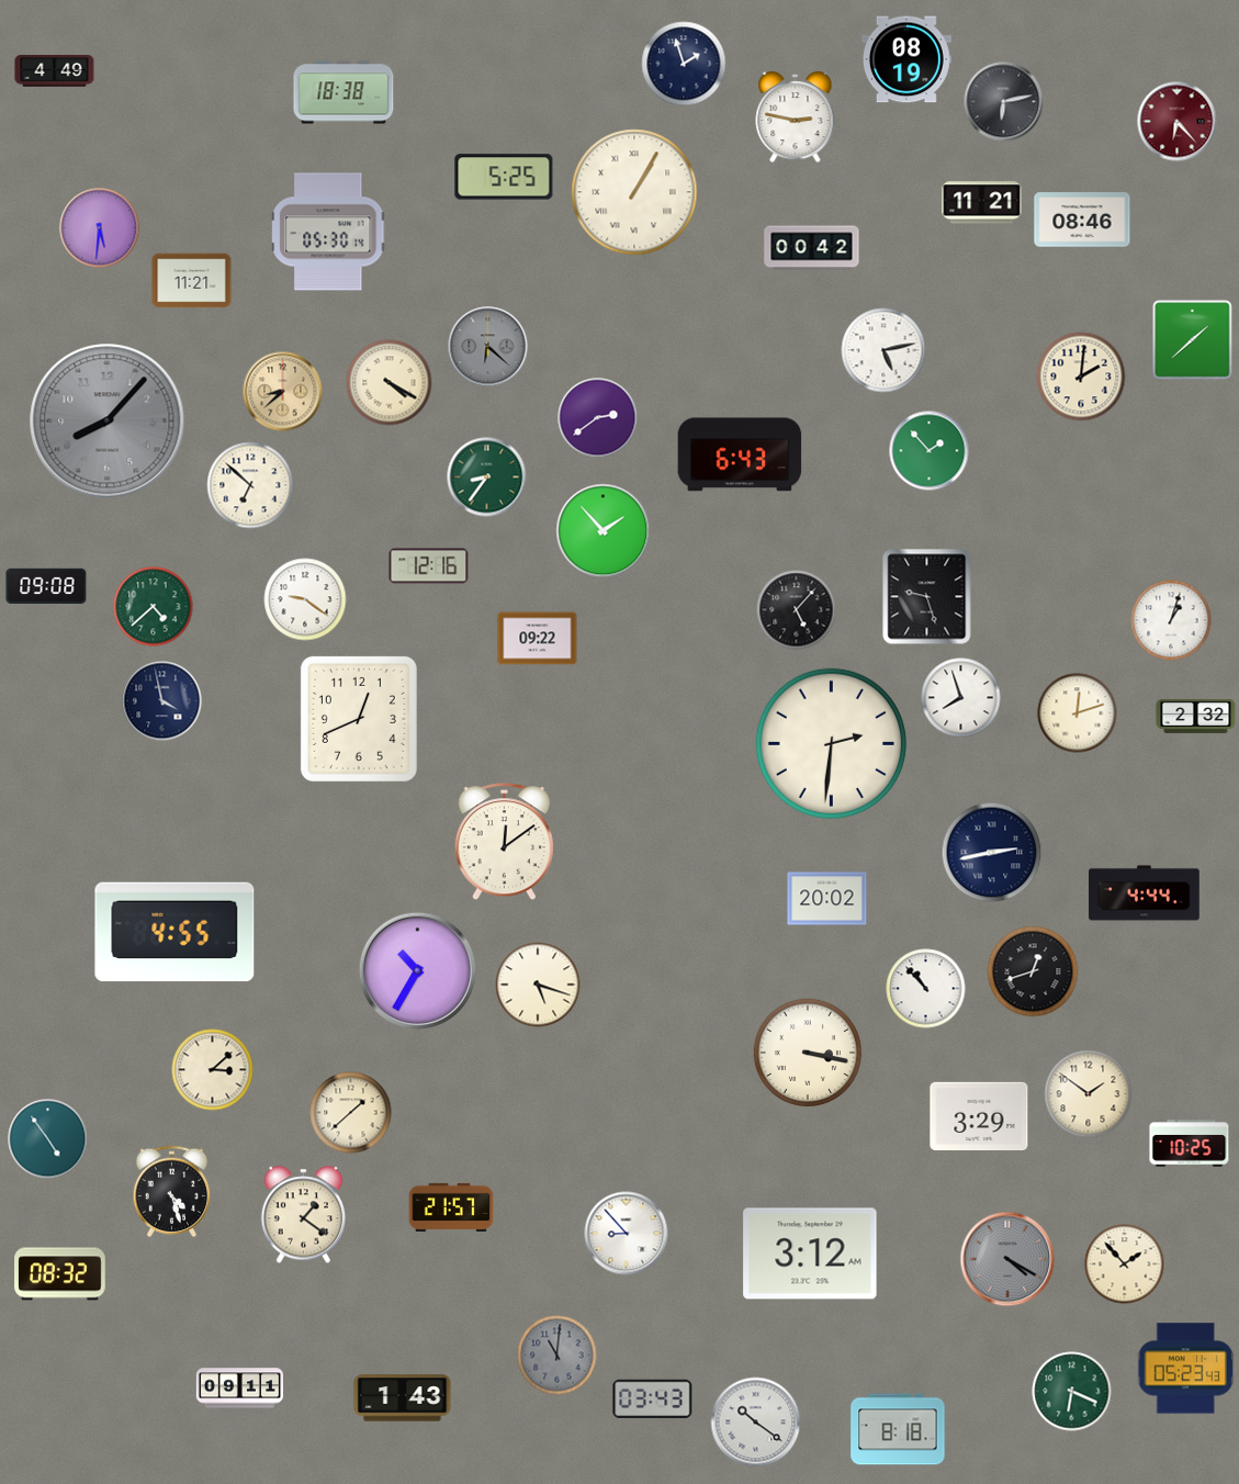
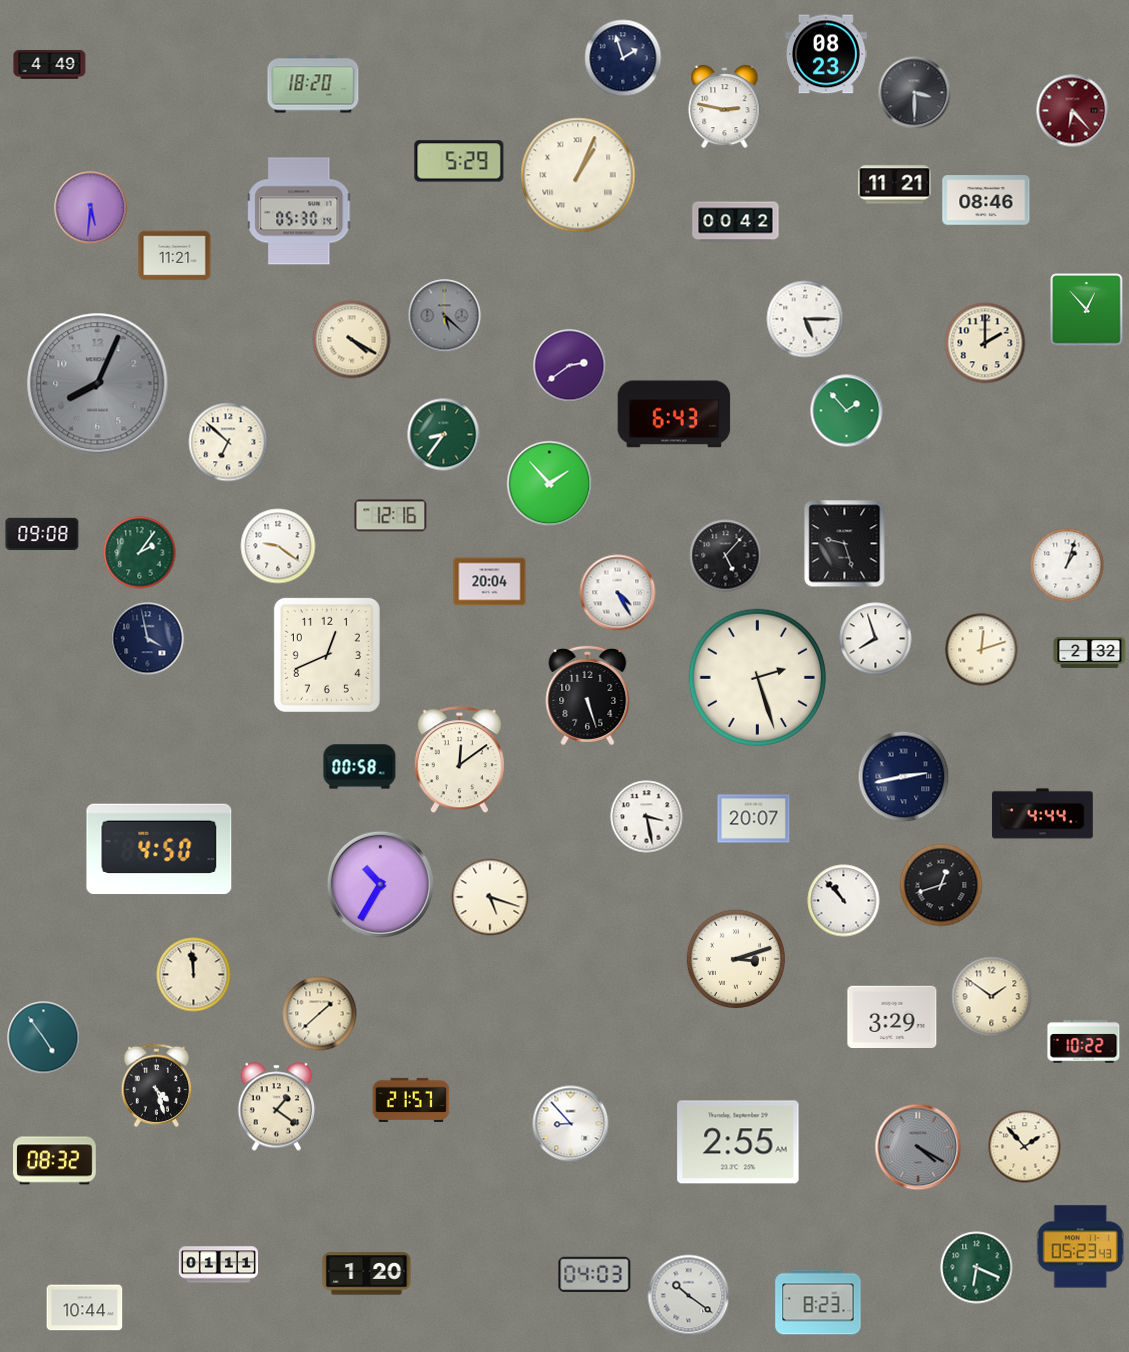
clock at (906, 59): 08:19 -> 08:23
clock at (343, 92): 18:38 -> 18:20
clock at (1004, 102): 6:13 -> 3:30
clock at (504, 177): 5:25 -> 5:29
clock at (634, 192): 1:05 -> 1:04
clock at (812, 248) position: (812, 248) -> (736, 222)
clock at (1193, 340): 1:38 -> 12:53
clock at (488, 347): 6:22 -> 5:22
clock at (883, 350): 5:13 -> 5:15
clock at (1081, 376): 2:01 -> 2:00
clock at (390, 383) position: (390, 383) -> (352, 340)
clock at (283, 392): 8:38 -> none
clock at (598, 418) position: (598, 418) -> (570, 366)
clock at (108, 421): 8:07 -> 8:04
clock at (154, 607): 4:38 -> 2:06
clock at (538, 639): 09:22 -> 20:04
clock at (618, 593): none -> 4:25
clock at (961, 698) position: (961, 698) -> (876, 639)
clock at (831, 743): 2:31 -> 2:27
clock at (588, 695): none -> 5:27
clock at (360, 767): none -> 00:58
clock at (504, 842) position: (504, 842) -> (459, 760)
clock at (647, 817): none -> 3:28
clock at (827, 899): 20:02 -> 20:07
clock at (174, 932): 4:55 -> 4:50
clock at (808, 1053): 3:17 -> 3:12
clock at (213, 1070): 3:08 -> 11:59
clock at (1190, 1144): 10:25 -> 10:22
clock at (810, 1253): 3:12 -> 2:55
clock at (1125, 1264) position: (1125, 1264) -> (1025, 1147)
clock at (557, 1356): 11:01 -> none
clock at (239, 1389): 09:11 -> 01:11
clock at (403, 1398): 1:43 -> 1:20
clock at (653, 1398): 03:43 -> 04:03
clock at (898, 1429): 8:18 -> 8:23
clock at (85, 1308): none -> 10:44
